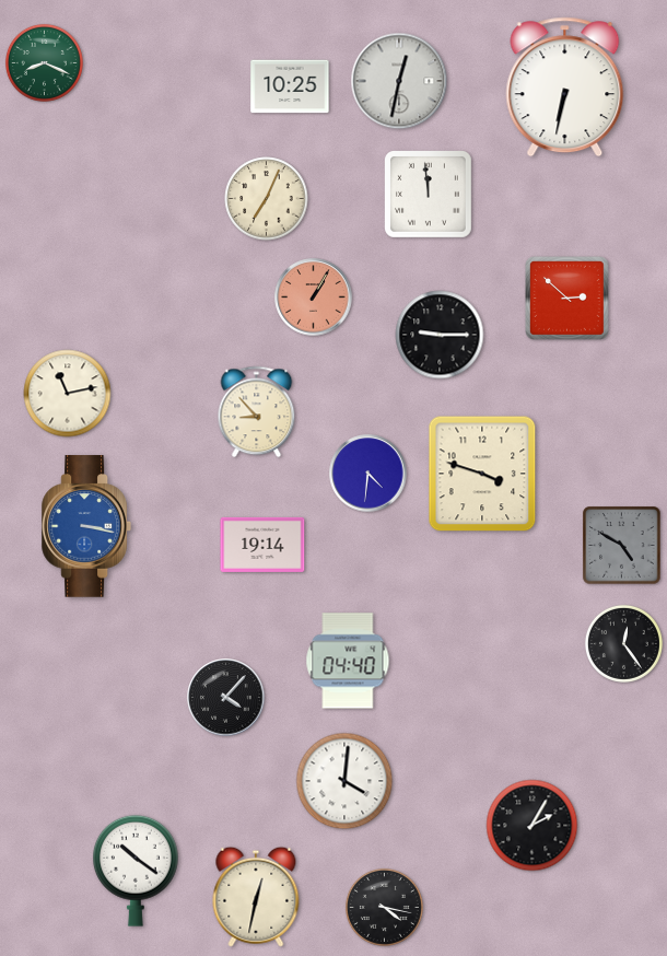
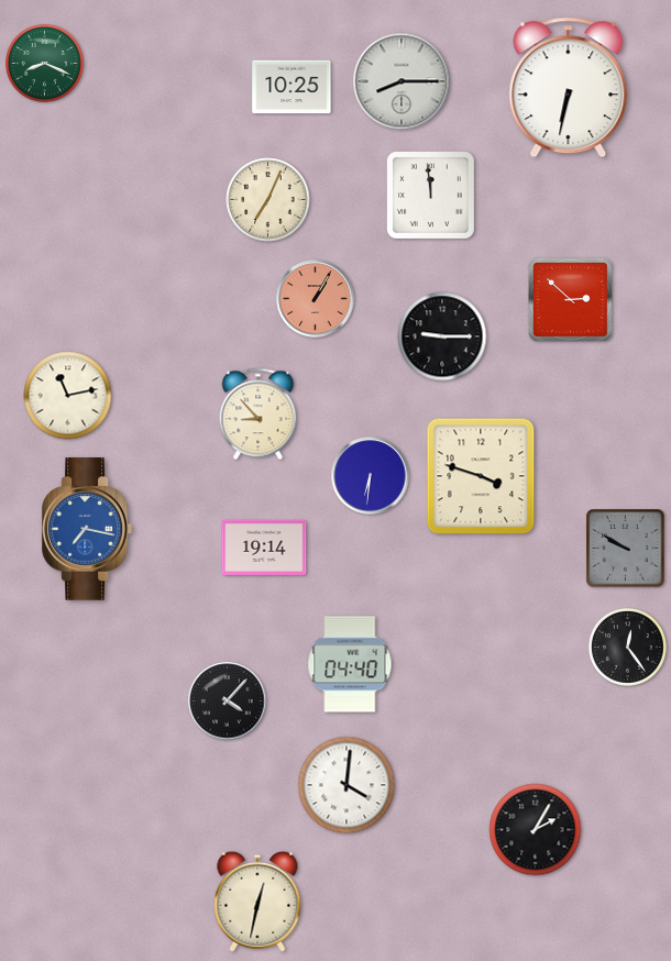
clock at (399, 81): 12:32 -> 8:15
clock at (368, 474): 4:31 -> 6:31
clock at (482, 474) position: (482, 474) -> (481, 476)
clock at (85, 526): 3:17 -> 7:17
clock at (622, 546): 4:50 -> 9:50
clock at (137, 871): 10:21 -> none
clock at (384, 907): 4:17 -> none
